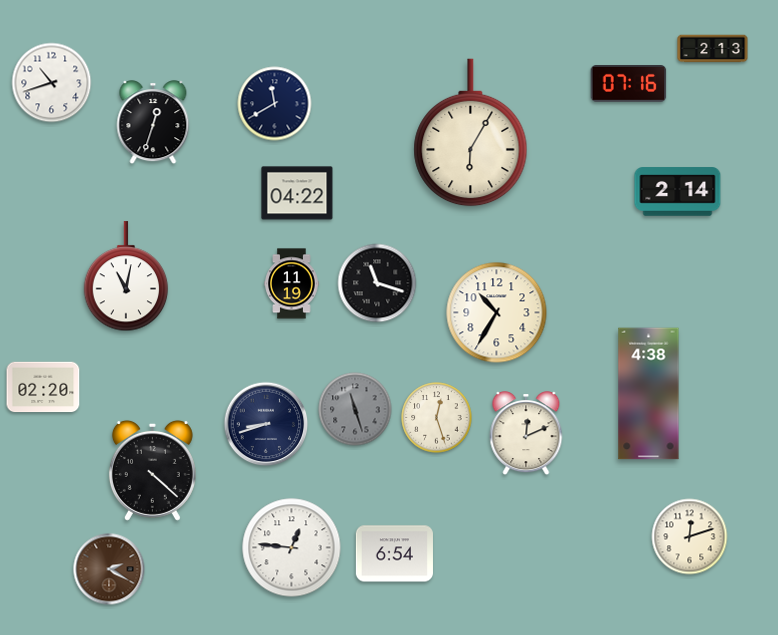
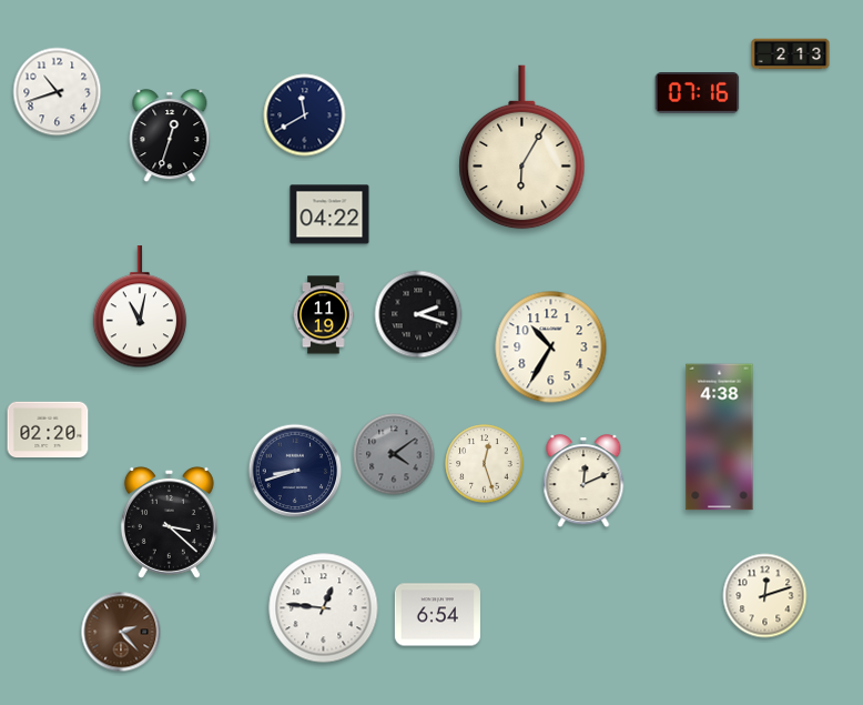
clock at (678, 192): 2:14 -> none
clock at (377, 283): 11:18 -> 2:18
clock at (355, 409): 11:27 -> 4:09
clock at (152, 470): 4:22 -> 3:22
clock at (109, 569): 2:20 -> 2:23
